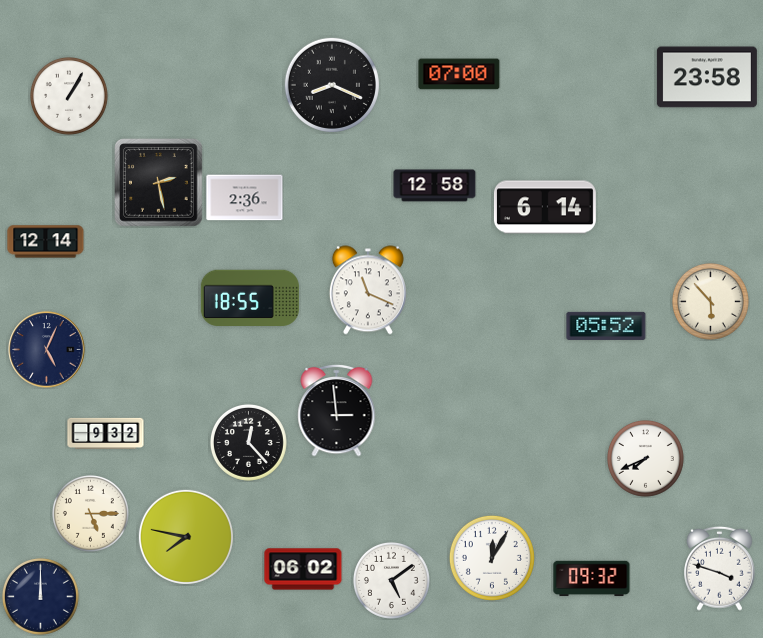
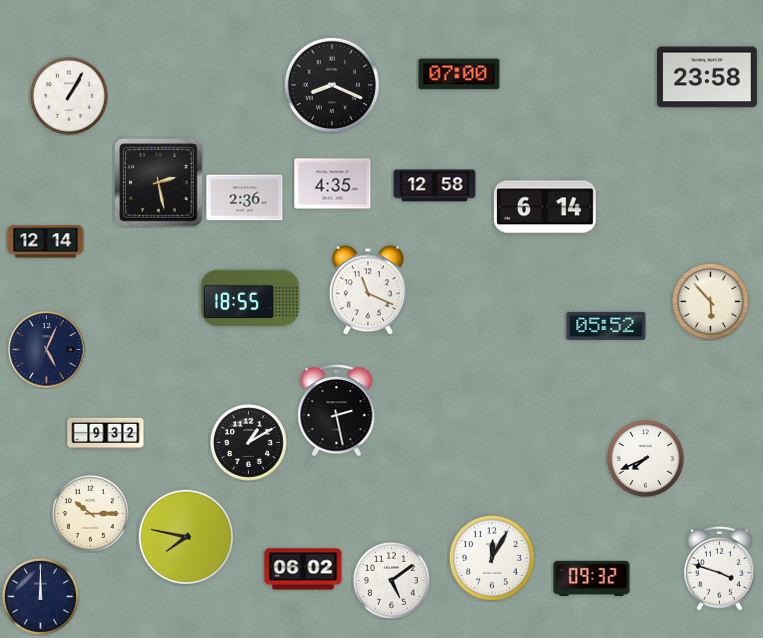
clock at (333, 184): none -> 4:35
clock at (337, 410): 2:59 -> 2:28
clock at (248, 442): 12:23 -> 1:10
clock at (90, 513): 5:15 -> 10:15
